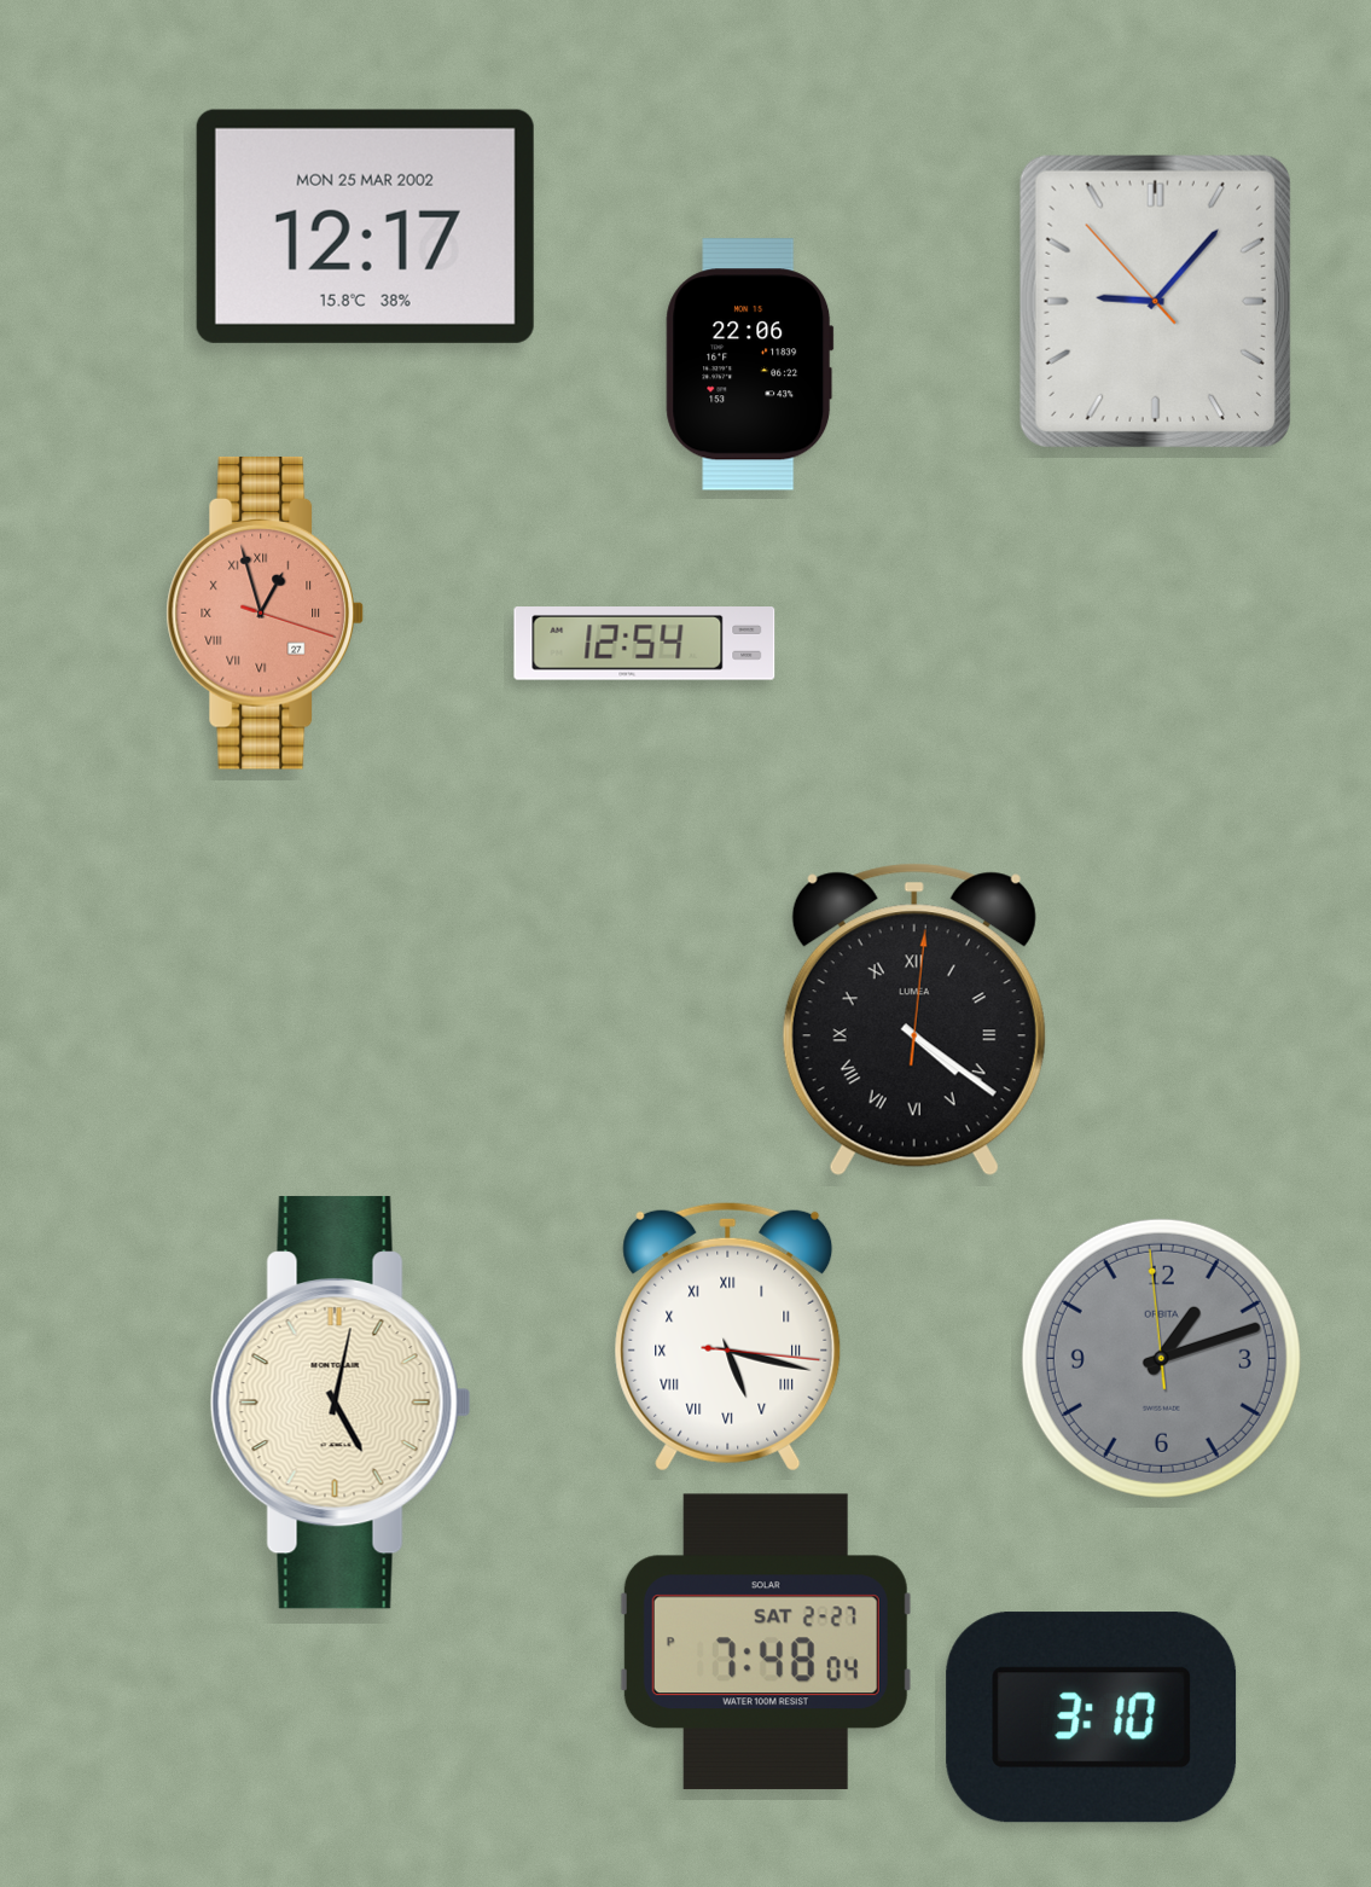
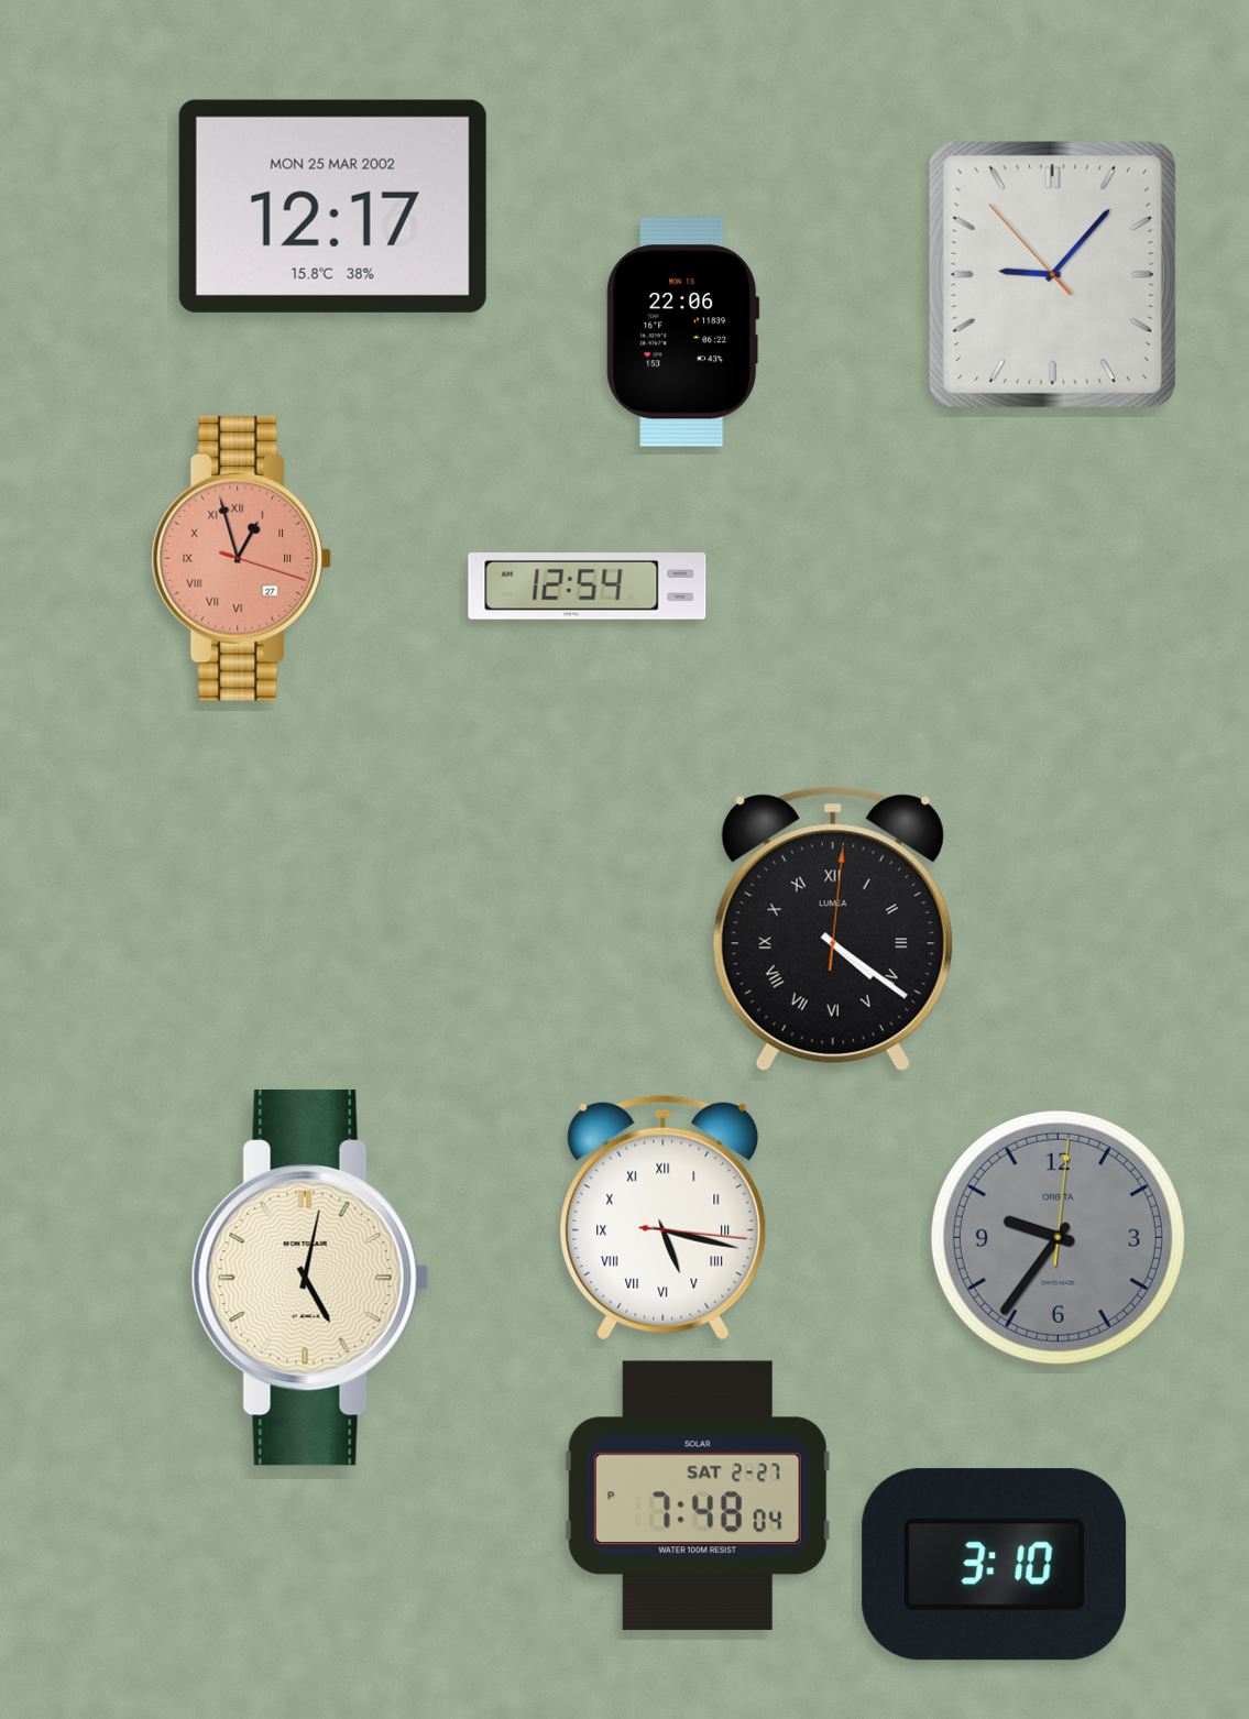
clock at (1161, 1358): 1:11 -> 9:36
